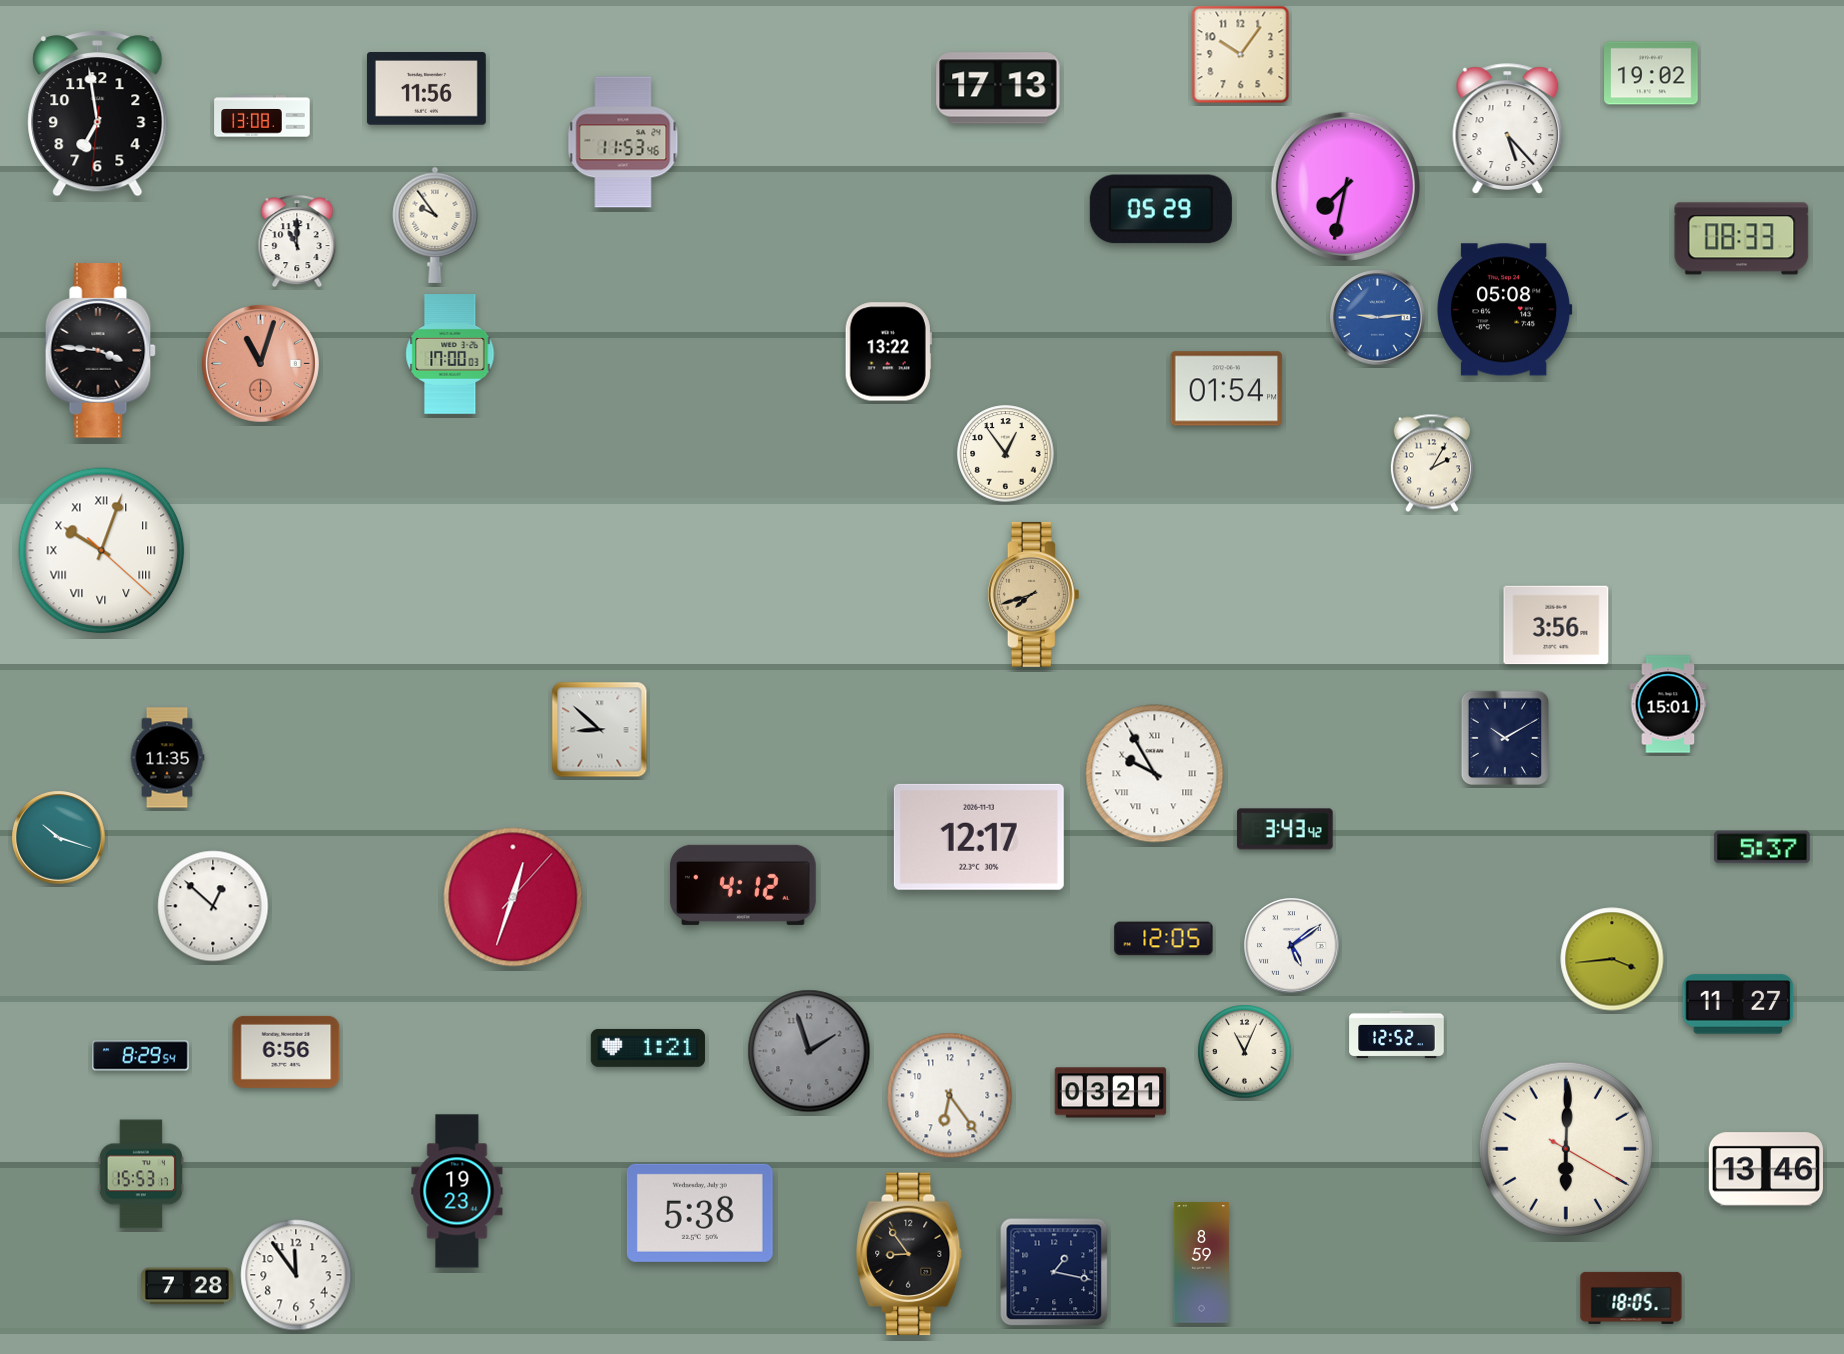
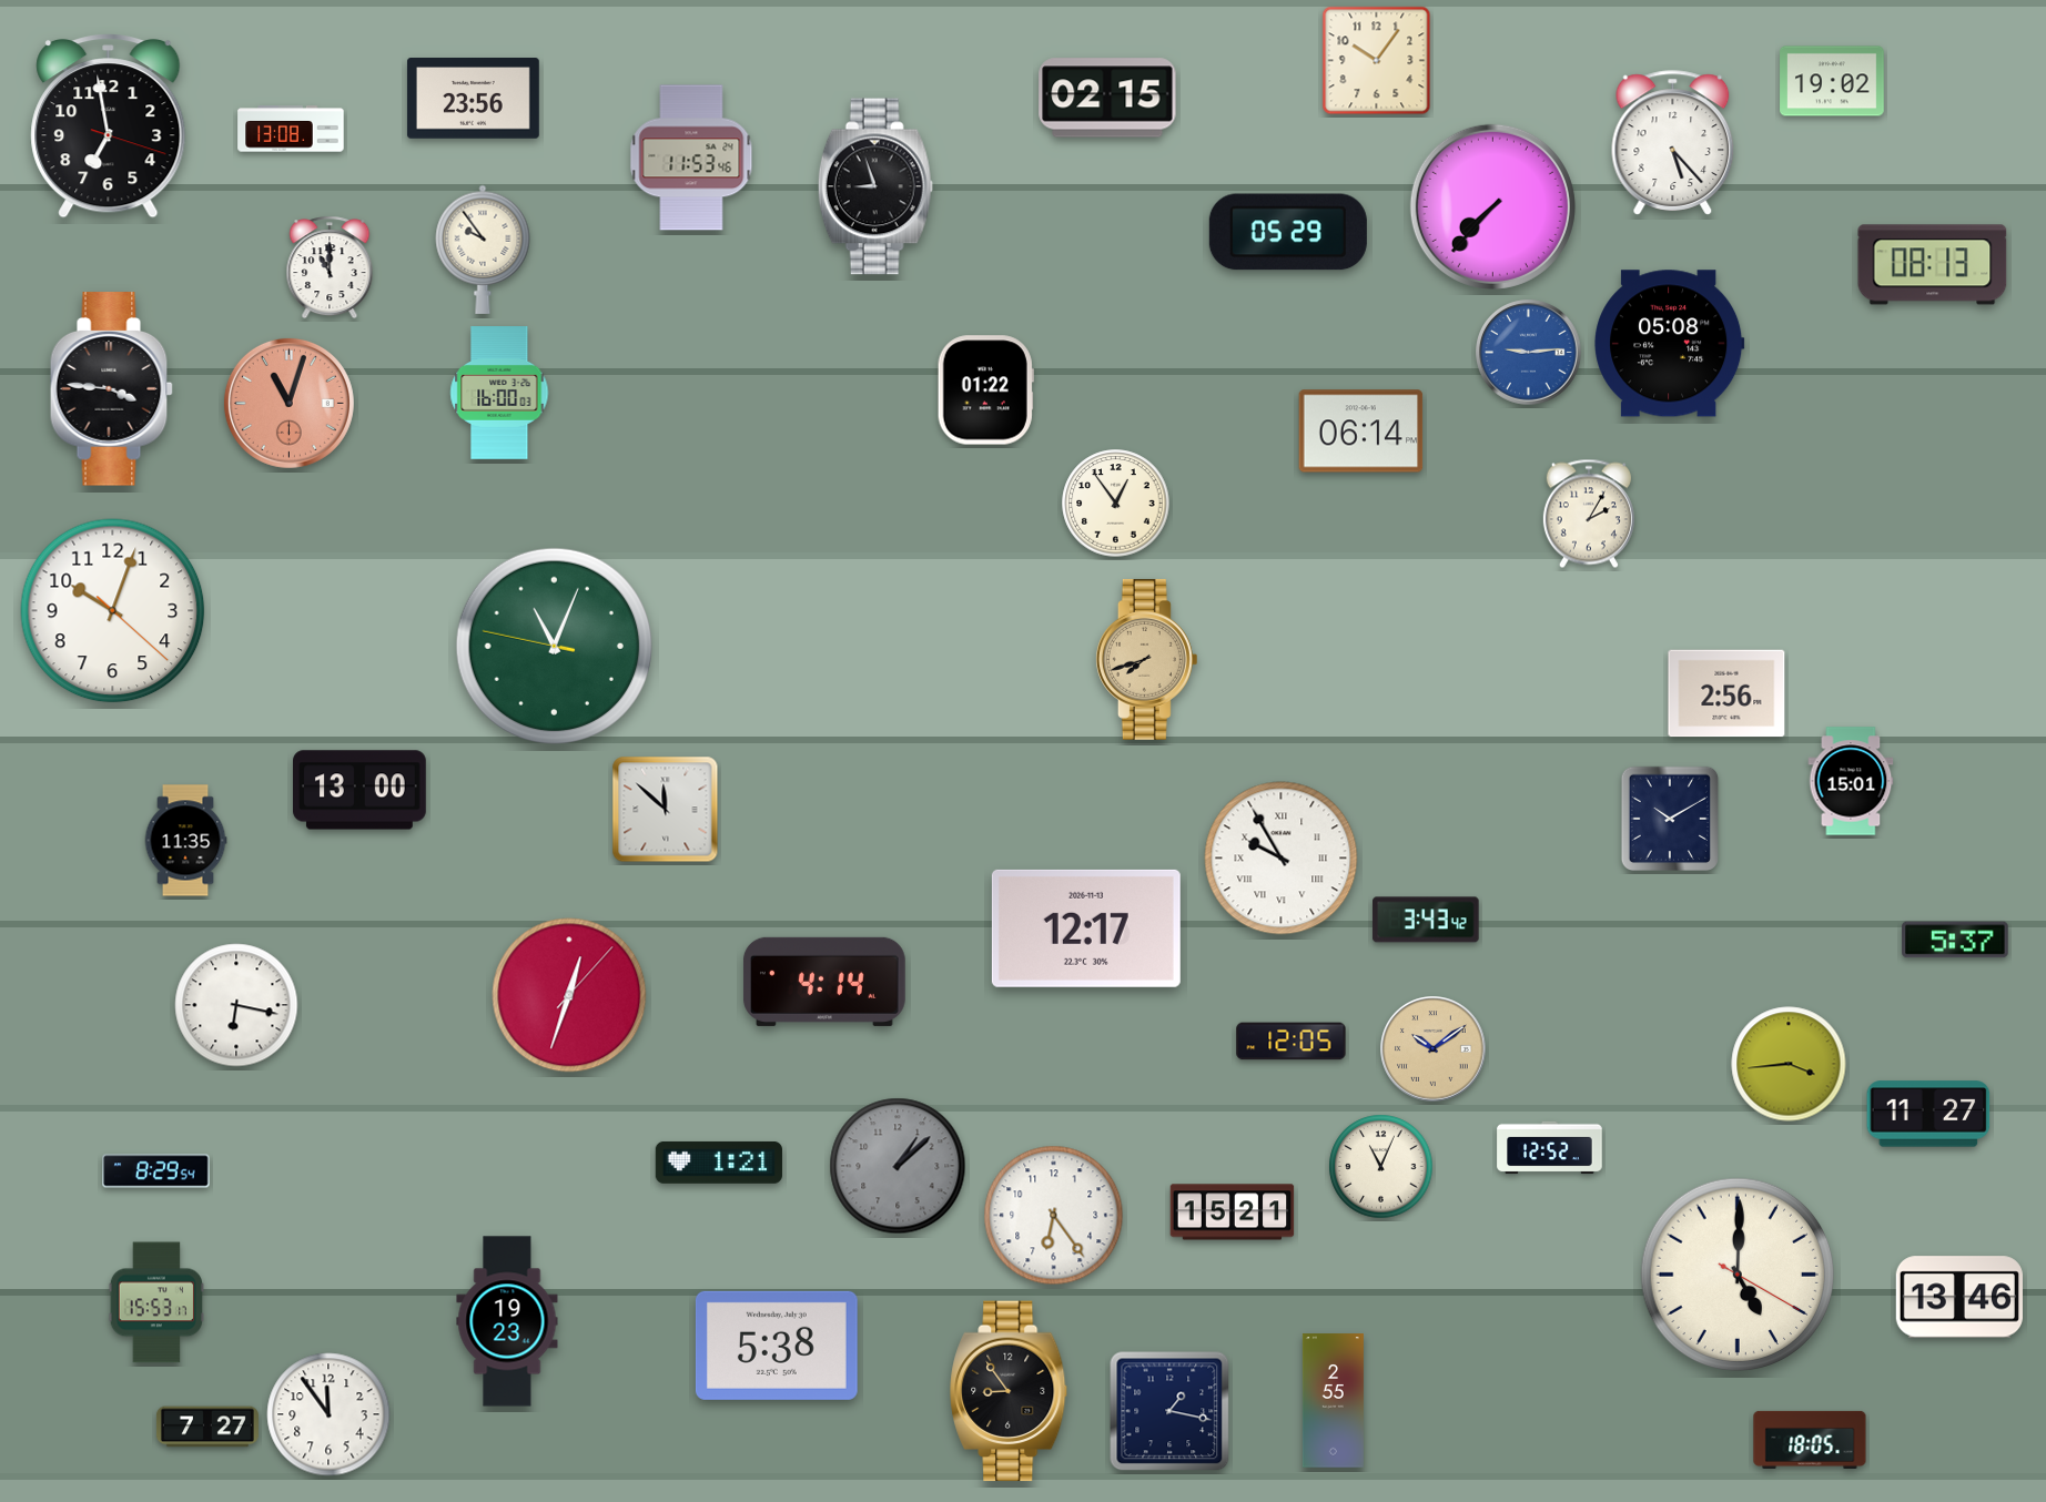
clock at (998, 88): 17:13 -> 02:15
clock at (426, 89): 11:56 -> 23:56
clock at (98, 114): 6:58:31 -> 6:58:18
clock at (875, 186): none -> 8:57
clock at (1345, 186): 7:32 -> 7:37
clock at (1742, 239): 08:33 -> 08:13
clock at (888, 352): 13:22 -> 01:22
clock at (450, 354): 17:00 -> 16:00
clock at (1227, 389): 01:54 -> 06:14
clock at (102, 551) numerals: Roman -> Arabic
clock at (554, 646): none -> 11:03
clock at (1556, 625): 3:56 -> 2:56
clock at (361, 790): none -> 13:00
clock at (600, 730): 8:52 -> 11:52
clock at (59, 838): 10:18 -> none
clock at (744, 885): 4:12 -> 4:14
clock at (213, 906): 12:52 -> 6:17
clock at (1292, 946): 5:09 -> 10:09
clock at (1292, 946) dial: white -> champagne
clock at (809, 1051): 1:57 -> 1:08
clock at (286, 1052): 6:56 -> none
clock at (1111, 1093): 03:21 -> 15:21
clock at (1565, 1148): 6:00 -> 5:00
clock at (1201, 1263): 8:59 -> 2:55
clock at (187, 1286): 7:28 -> 7:27
